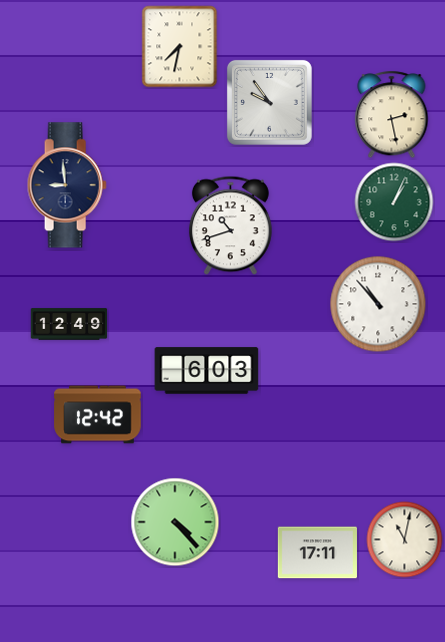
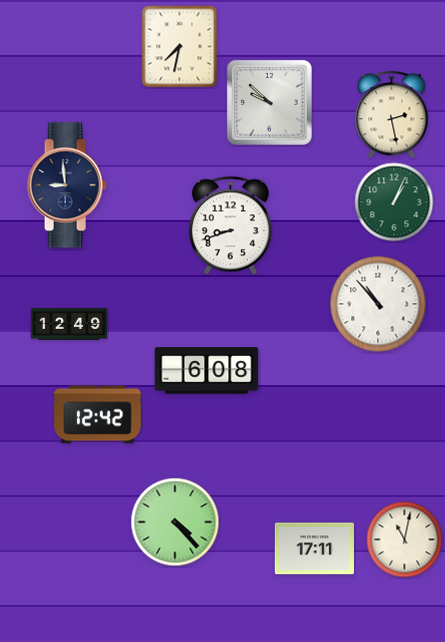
clock at (269, 102): 9:54 -> 9:52
clock at (230, 226): 10:42 -> 8:42
clock at (207, 371): 6:03 -> 6:08
clock at (317, 553) position: (317, 553) -> (314, 549)
